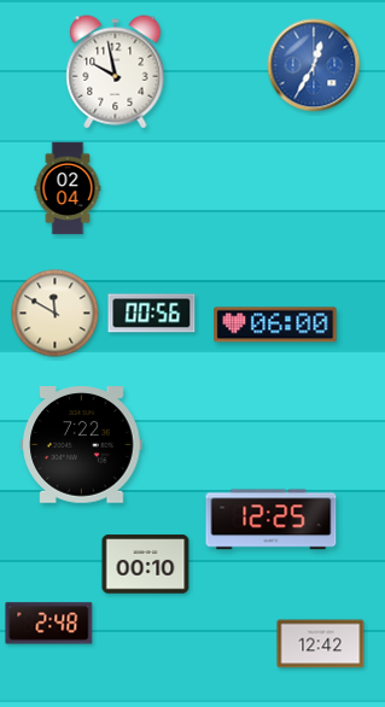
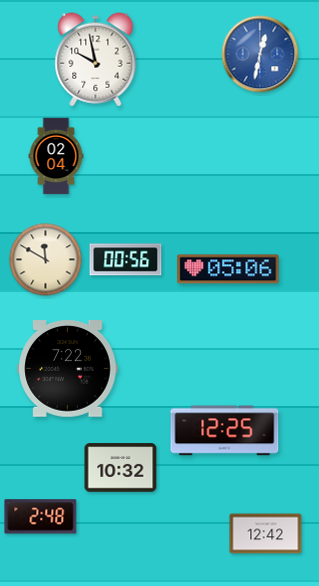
clock at (314, 65): 12:35 -> 12:32
clock at (275, 325): 06:00 -> 05:06
clock at (146, 565): 00:10 -> 10:32
